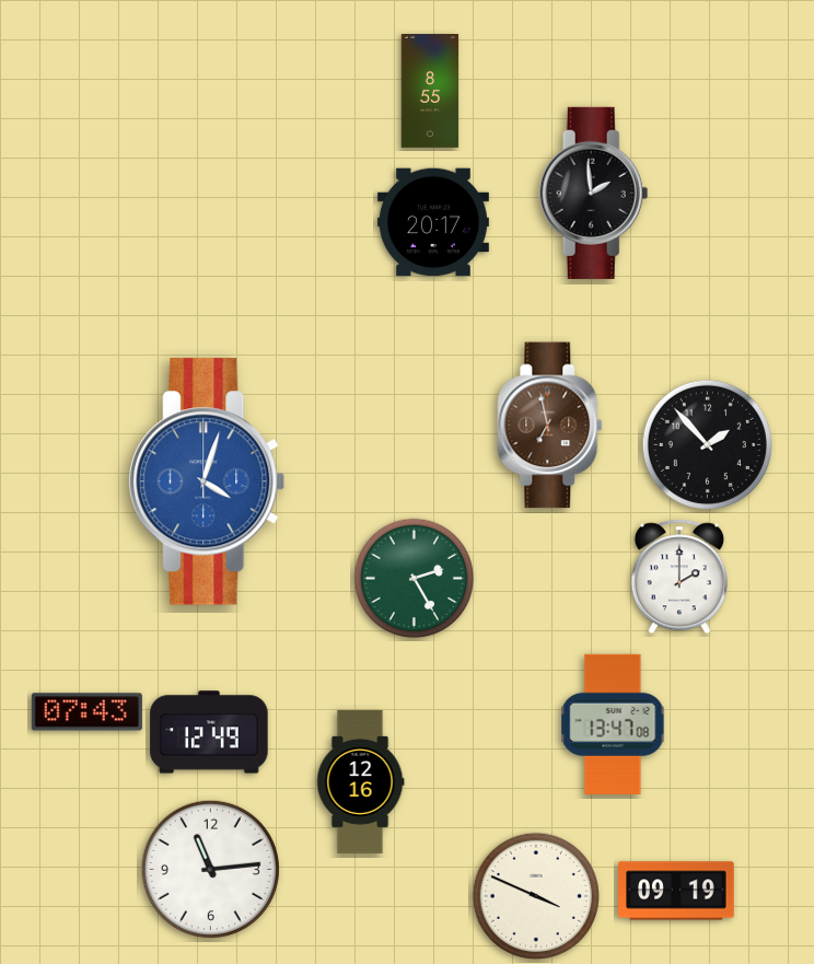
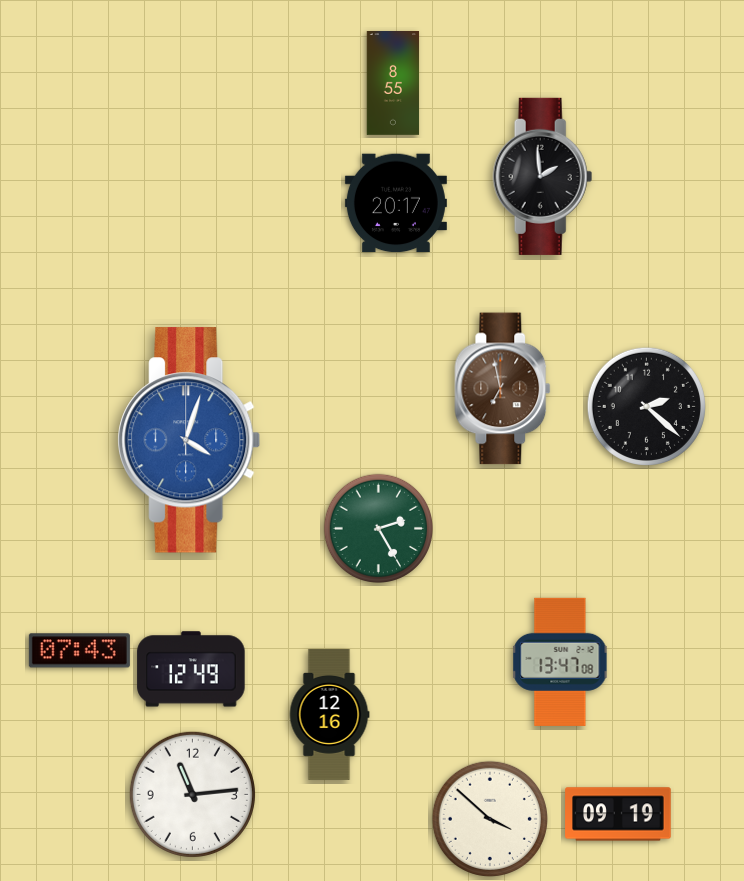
clock at (707, 444): 1:53 -> 2:22
clock at (679, 577): 2:00 -> none
clock at (536, 896): 3:49 -> 3:52
